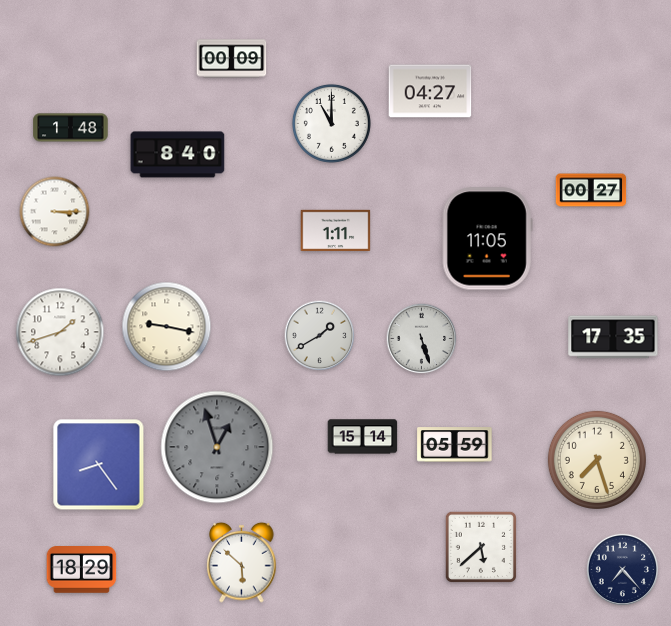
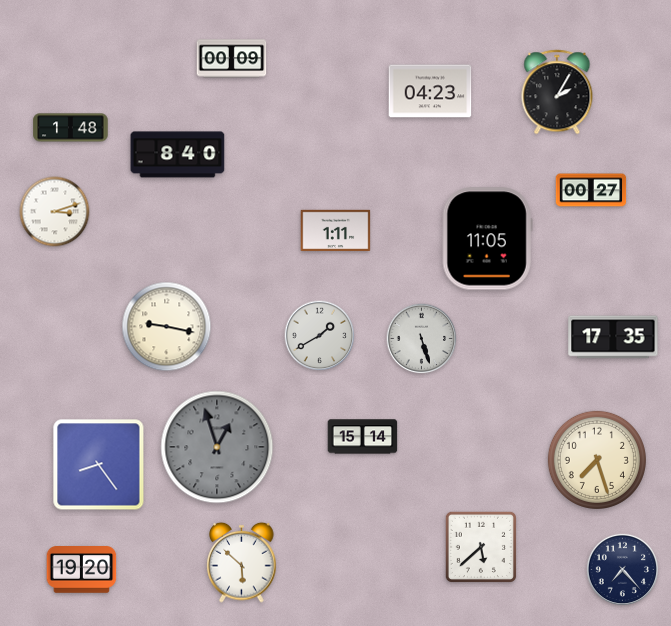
clock at (430, 91): 04:27 -> 04:23
clock at (557, 92): none -> 2:05
clock at (331, 123): 11:00 -> none
clock at (55, 212): 3:15 -> 3:12
clock at (60, 332): 1:42 -> none
clock at (455, 445): 05:59 -> none
clock at (82, 570): 18:29 -> 19:20
